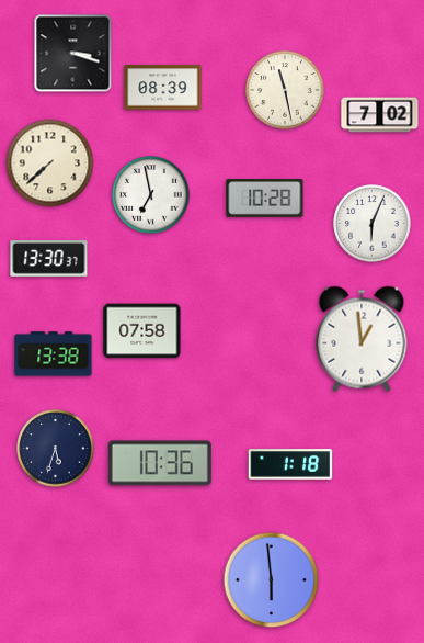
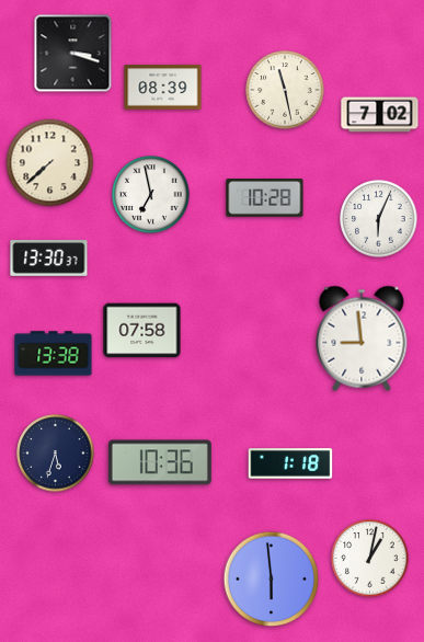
clock at (373, 224) position: (373, 224) -> (379, 219)
clock at (362, 339): 12:59 -> 8:59
clock at (56, 449) position: (56, 449) -> (56, 454)
clock at (370, 559): none -> 1:02
